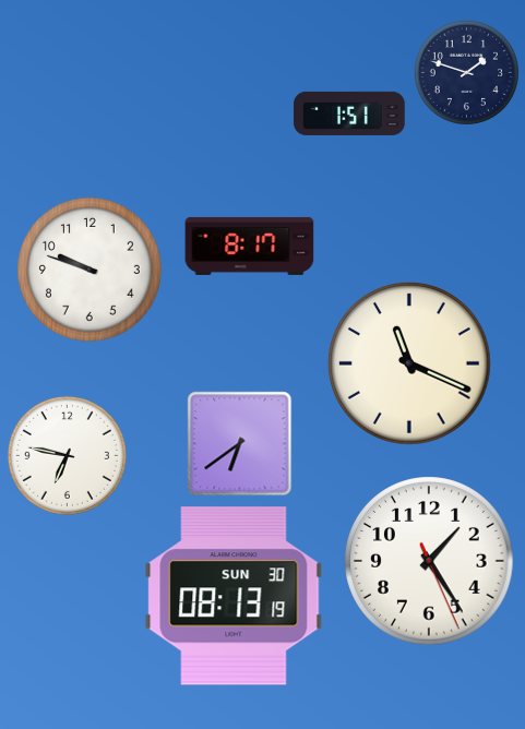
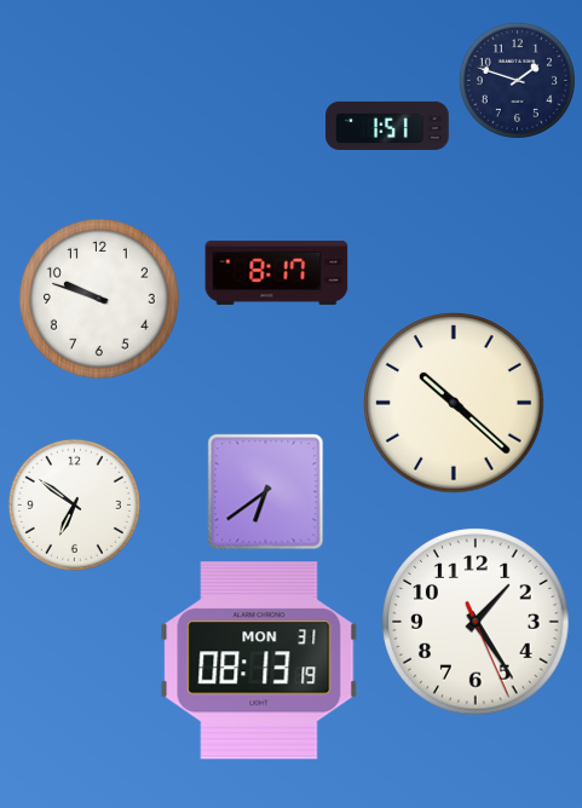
clock at (409, 363): 11:19 -> 10:22
clock at (67, 455): 6:47 -> 6:51
clock at (234, 596) date: SUN 30 -> MON 31
